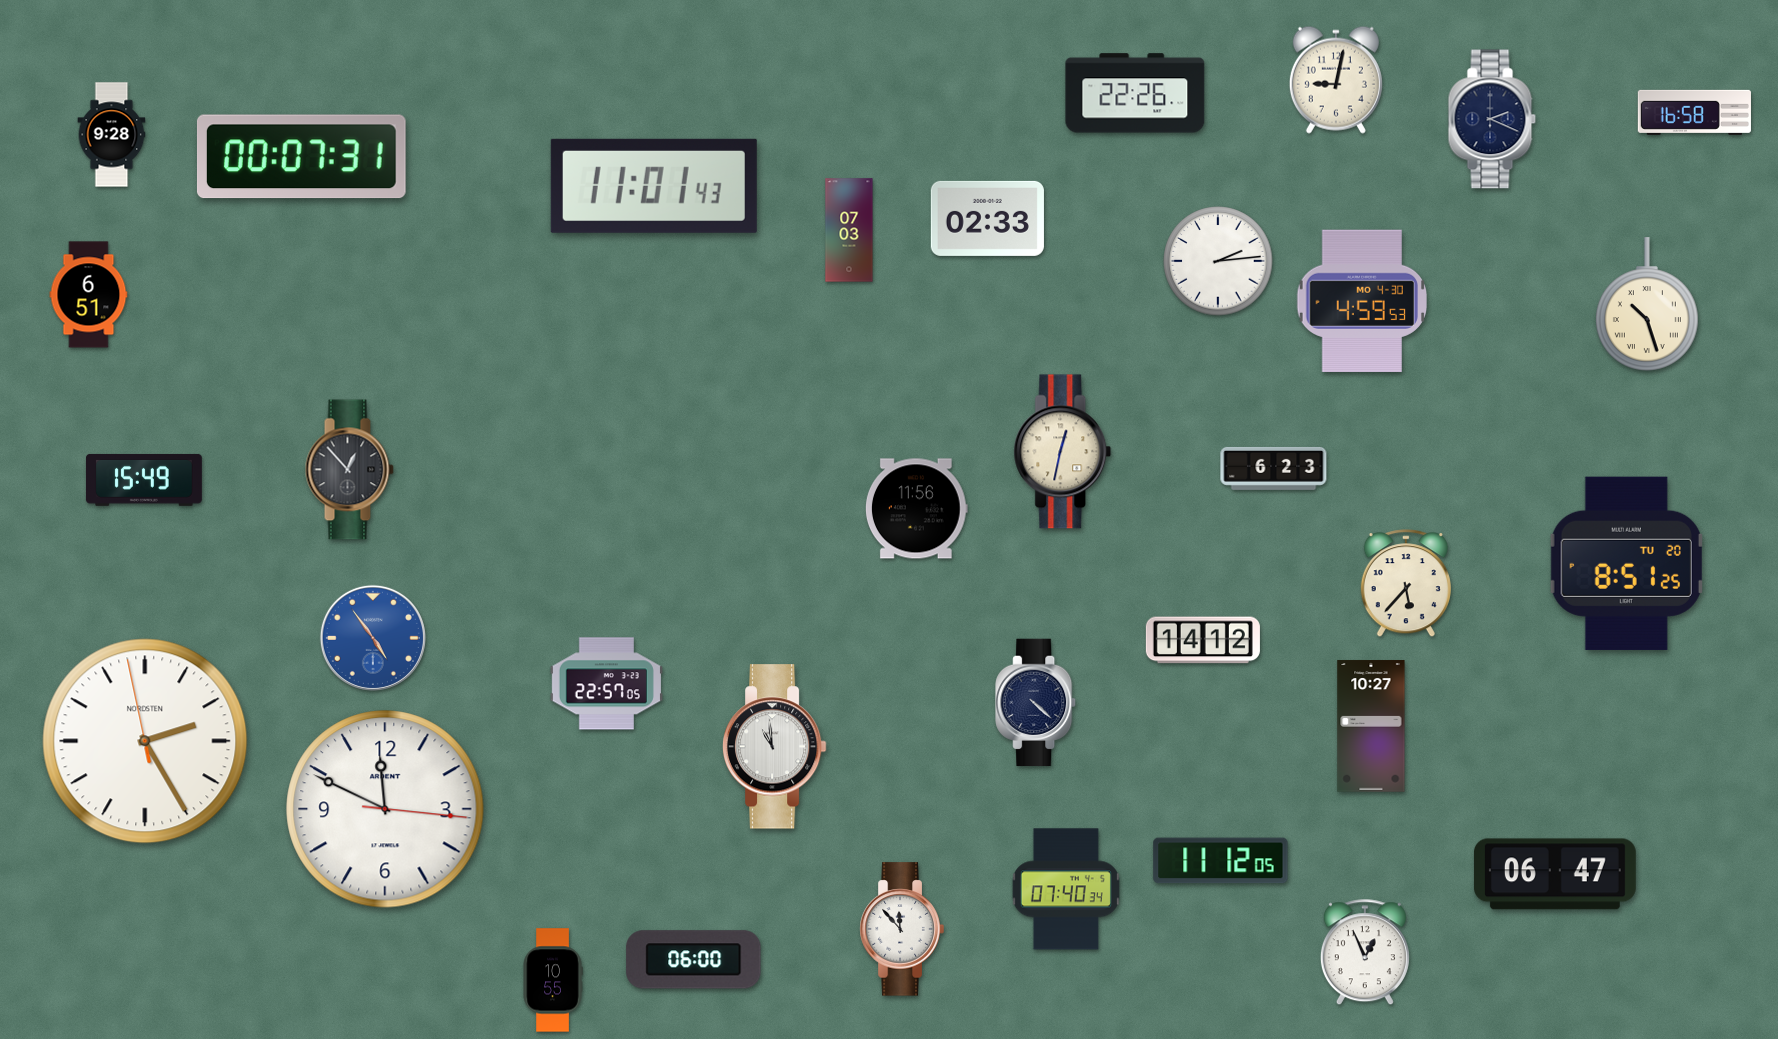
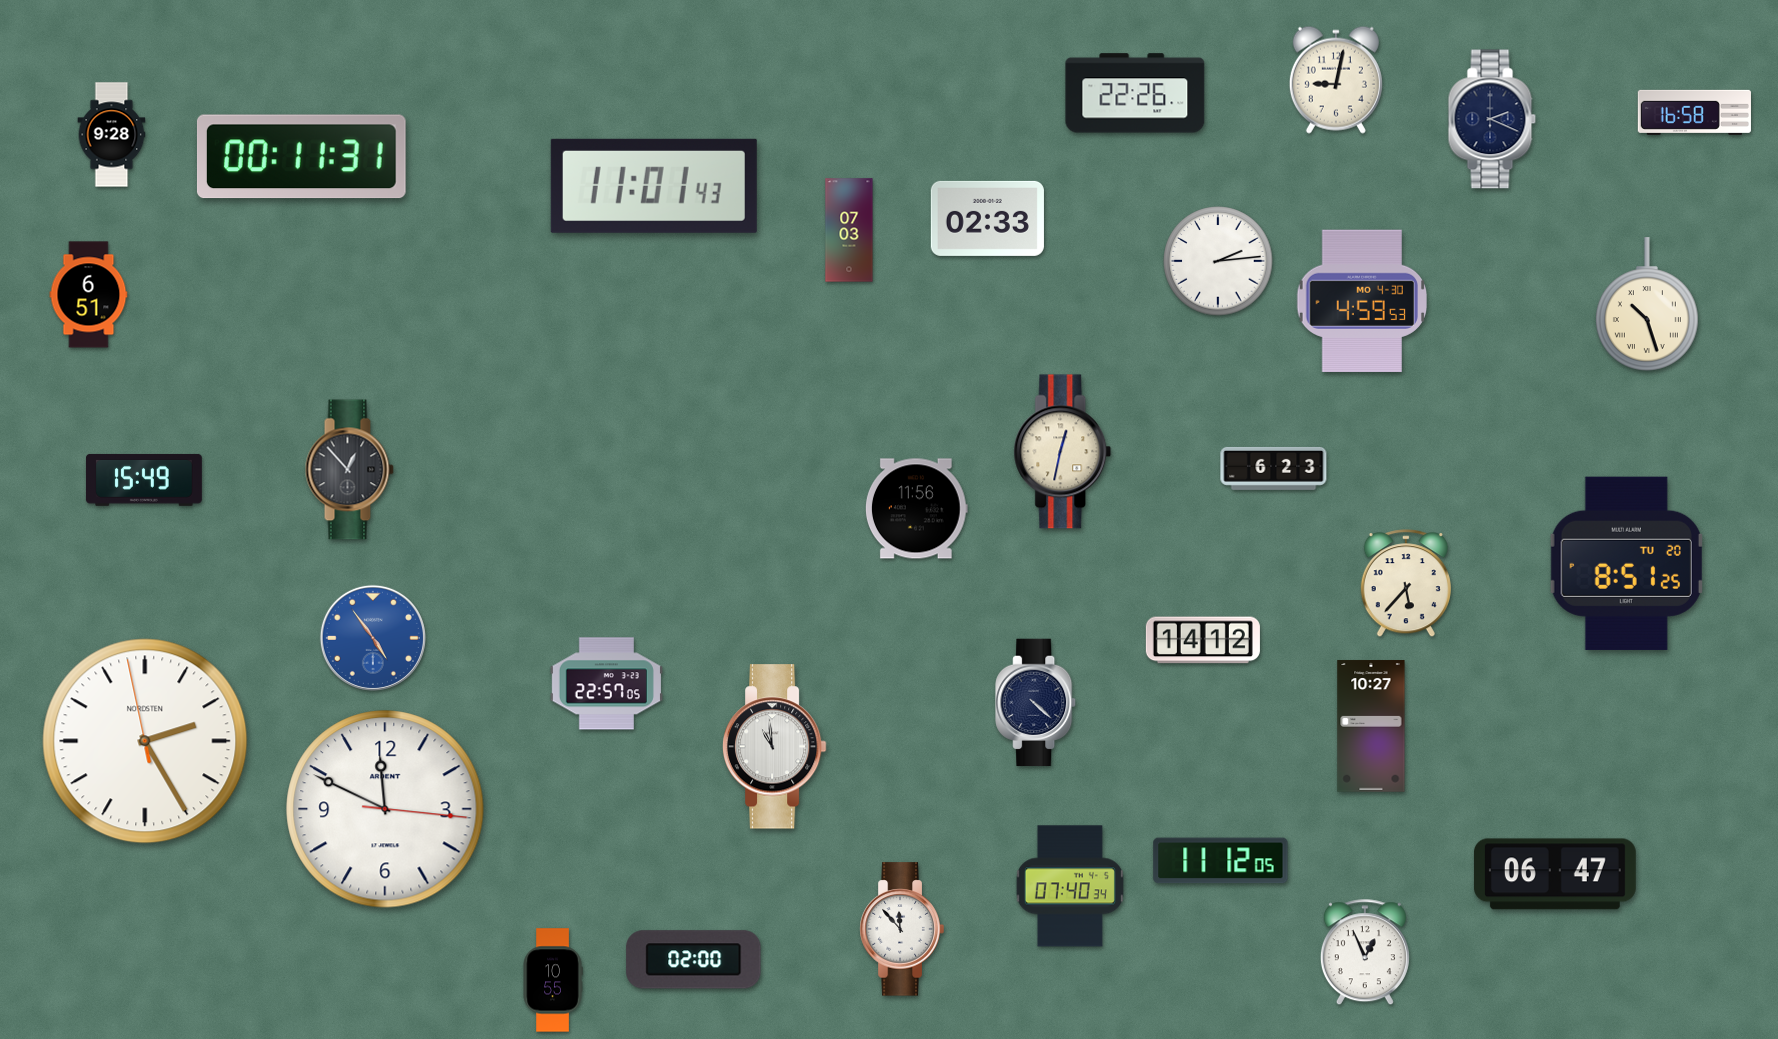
clock at (301, 157): 00:07 -> 00:11
clock at (1066, 889) position: (1066, 889) -> (1070, 886)
clock at (694, 960): 06:00 -> 02:00
